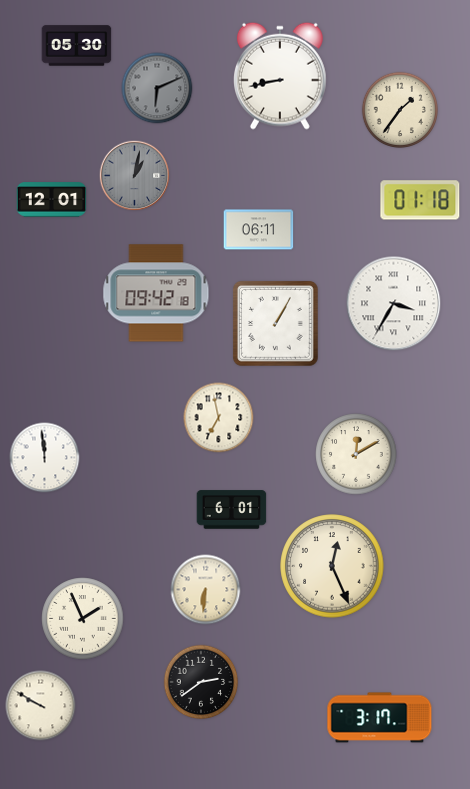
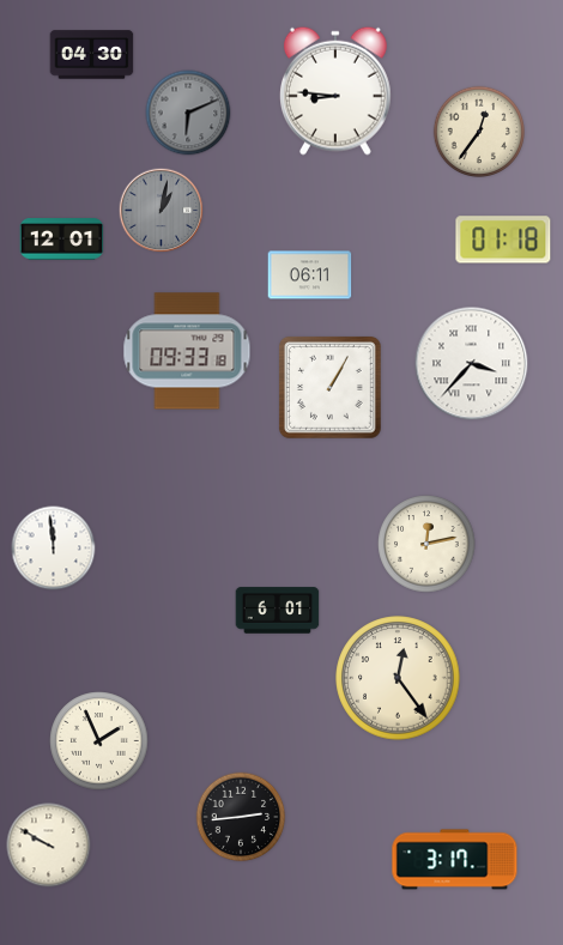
clock at (77, 46): 05:30 -> 04:30
clock at (280, 76): 8:43 -> 8:46
clock at (157, 88) position: (157, 88) -> (188, 113)
clock at (399, 109): 1:36 -> 12:36
clock at (156, 293): 09:42 -> 09:33
clock at (394, 304): 3:35 -> 3:37
clock at (219, 418): 6:58 -> none
clock at (356, 454): 12:10 -> 12:13
clock at (332, 566): 12:26 -> 12:24
clock at (206, 590): 6:31 -> none
clock at (201, 682): 2:39 -> 2:44
